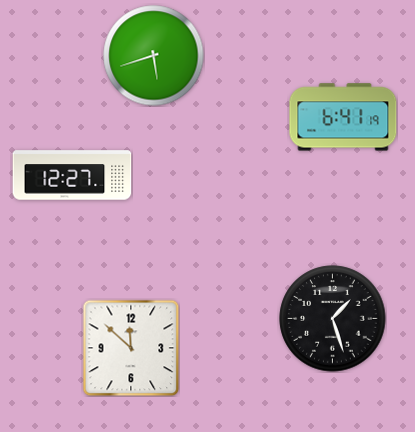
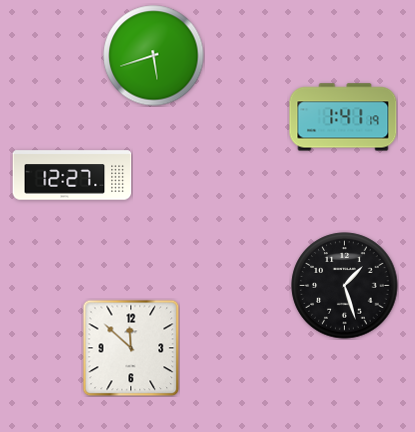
clock at (343, 117): 6:41 -> 1:41
clock at (333, 319) position: (333, 319) -> (345, 286)
